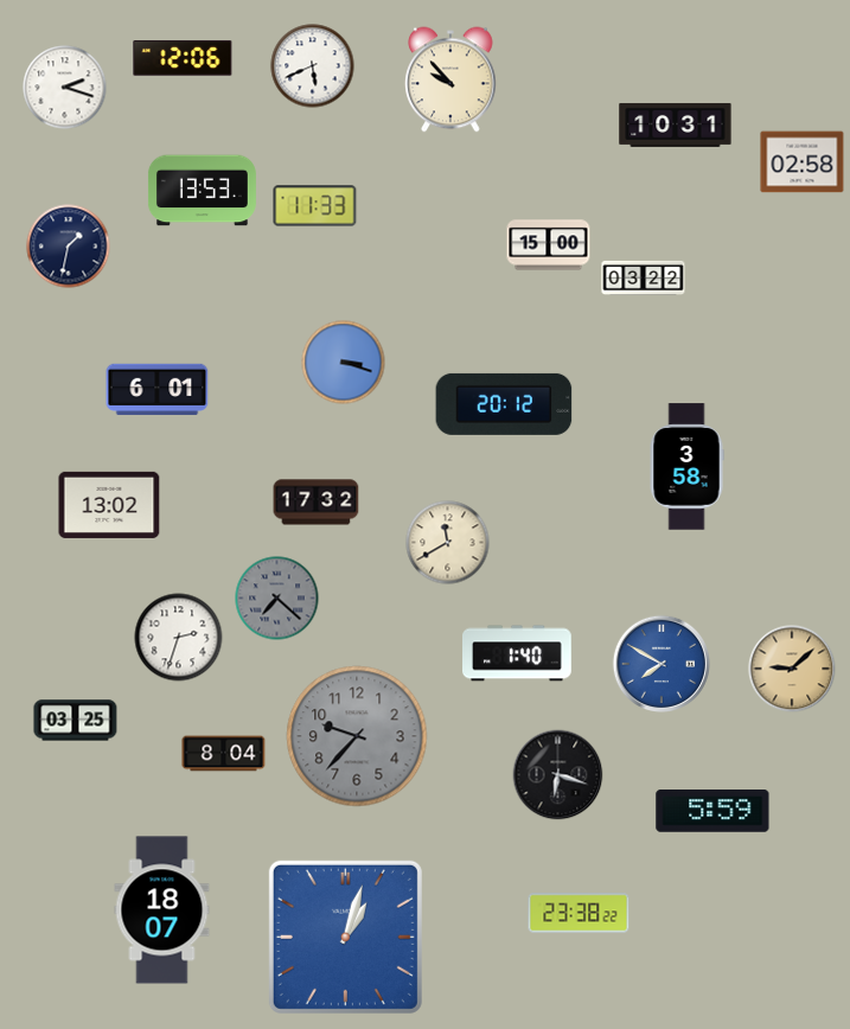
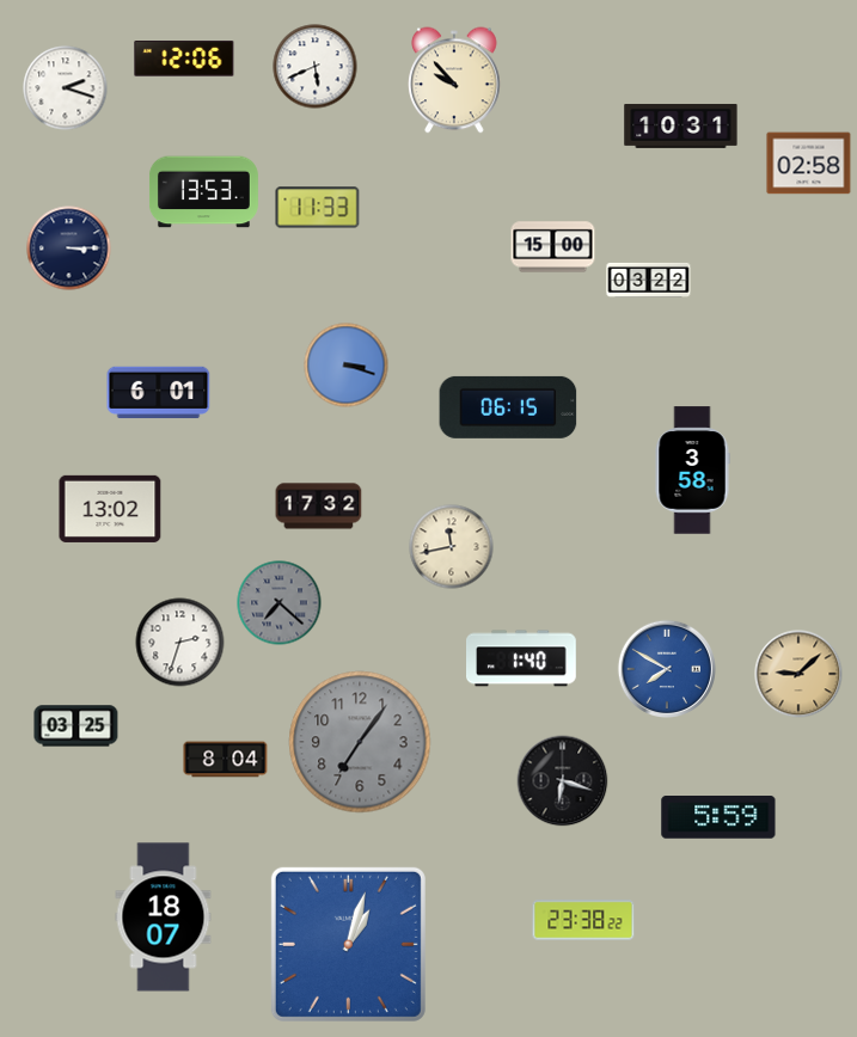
clock at (69, 247): 1:32 -> 3:15
clock at (504, 404): 20:12 -> 06:15
clock at (448, 543): 11:40 -> 11:43
clock at (357, 736): 9:37 -> 7:06
